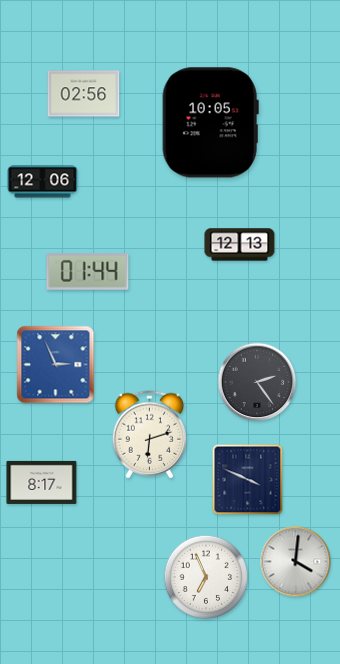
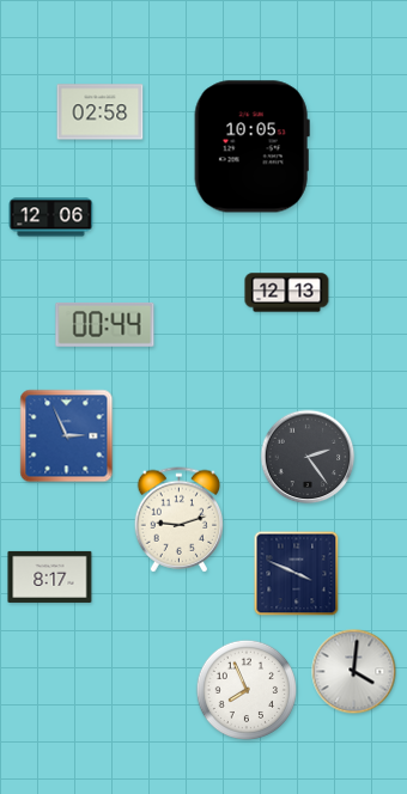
clock at (84, 94): 02:56 -> 02:58
clock at (88, 272): 01:44 -> 00:44
clock at (149, 435): 6:12 -> 9:12
clock at (206, 577): 6:56 -> 7:56
